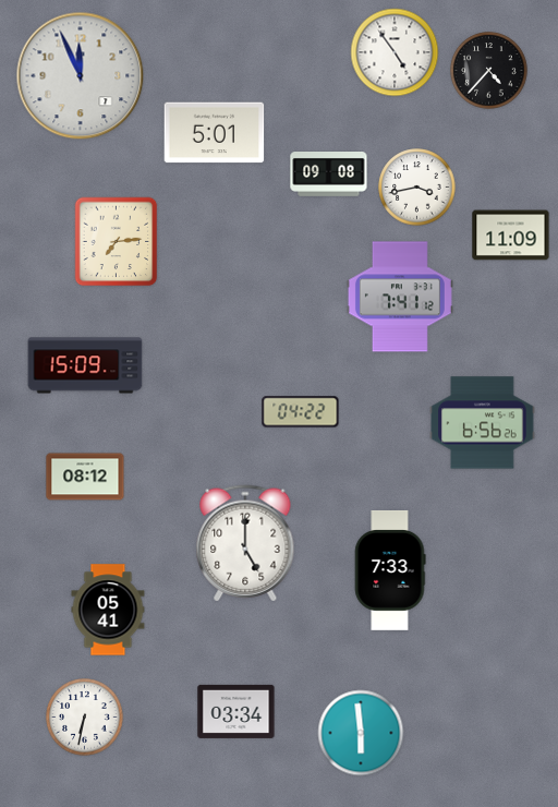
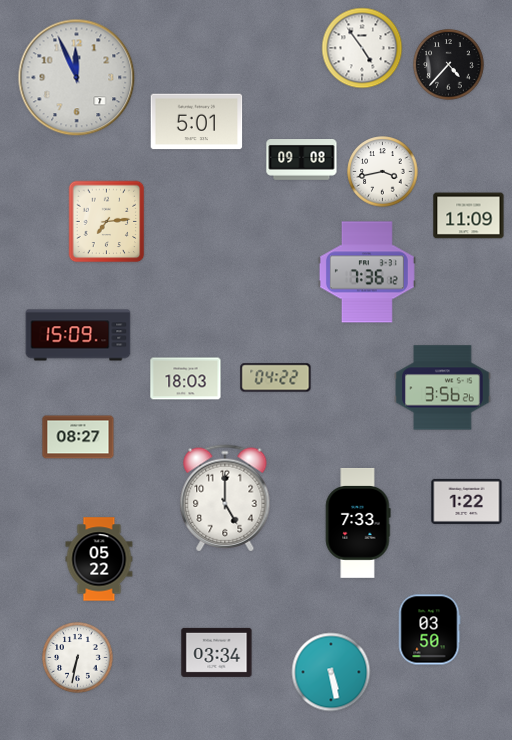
clock at (81, 76) position: (81, 76) -> (77, 78)
clock at (400, 297): 7:41 -> 7:36
clock at (186, 379): none -> 18:03
clock at (483, 423): 6:56 -> 3:56
clock at (85, 477): 08:12 -> 08:27
clock at (467, 501): none -> 1:22
clock at (108, 610): 05:41 -> 05:22
clock at (429, 630): none -> 03:50
clock at (361, 733): 5:59 -> 5:28
